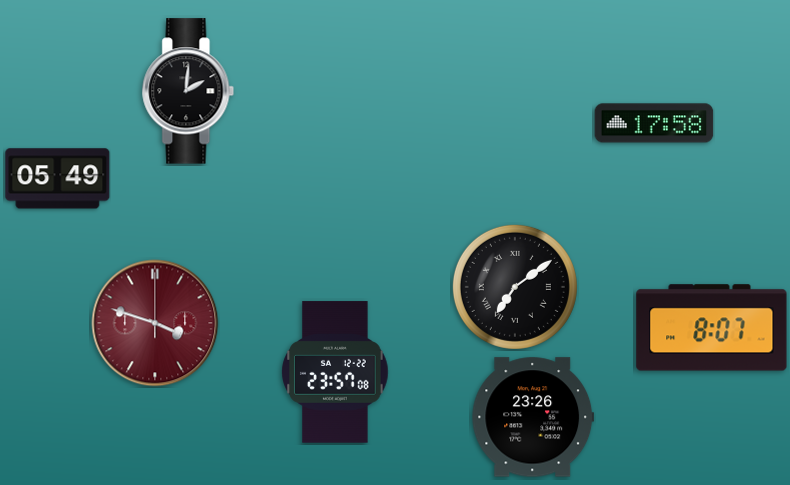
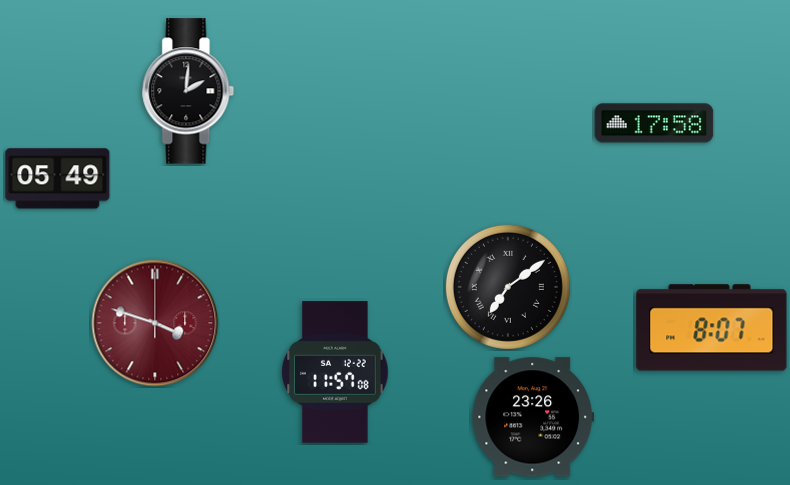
clock at (515, 287) position: (515, 287) -> (508, 287)
clock at (335, 372): 23:57 -> 11:57
